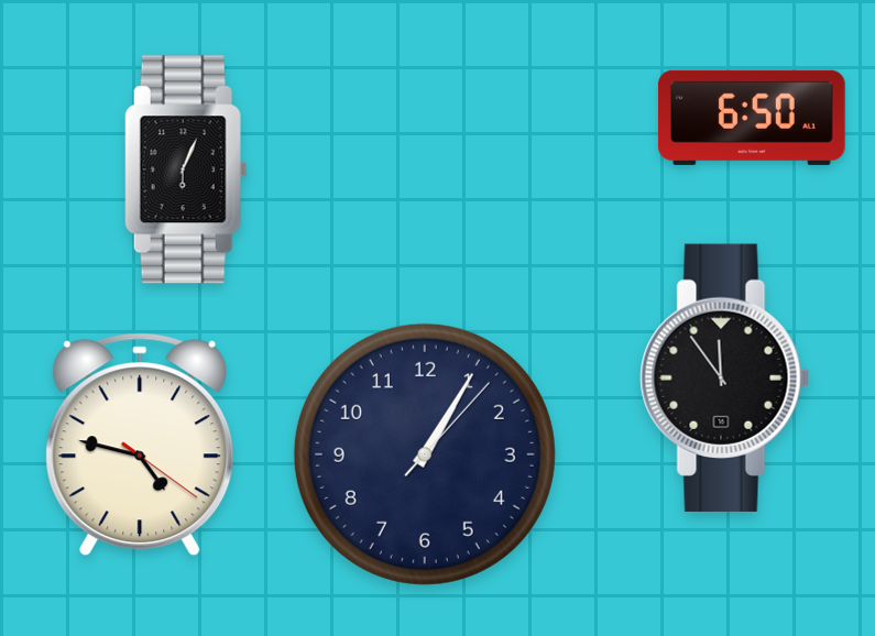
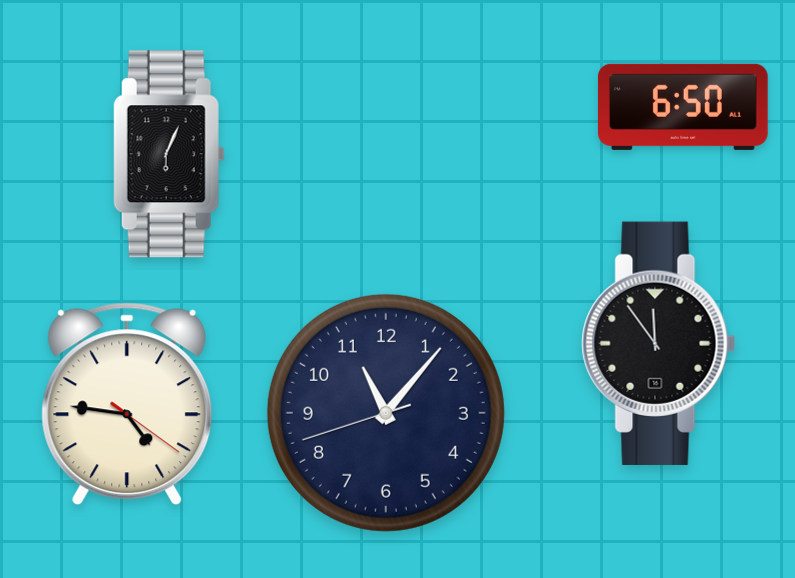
clock at (140, 445): 4:47 -> 4:46
clock at (425, 454): 1:05 -> 11:06
